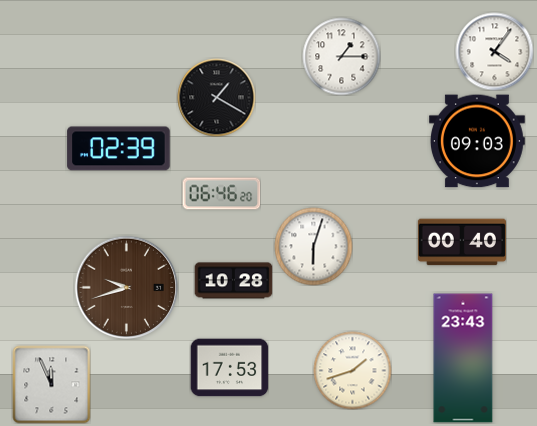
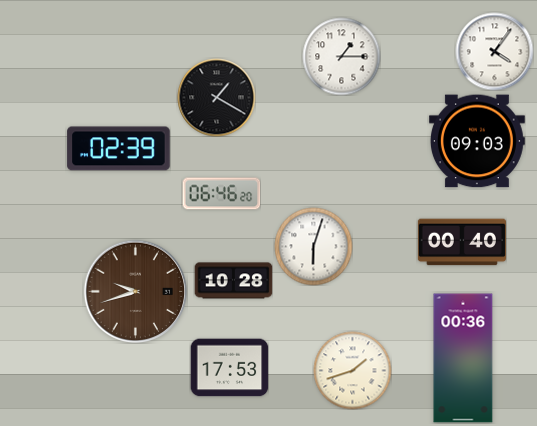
clock at (126, 287) position: (126, 287) -> (135, 291)
clock at (463, 358): 23:43 -> 00:36
clock at (51, 384): 11:56 -> none
